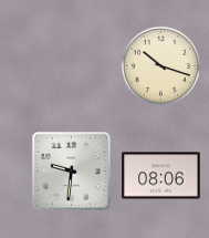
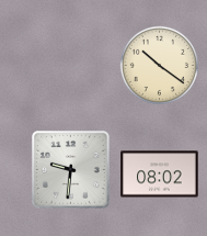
clock at (160, 65): 10:18 -> 10:21
clock at (161, 176): 08:06 -> 08:02
